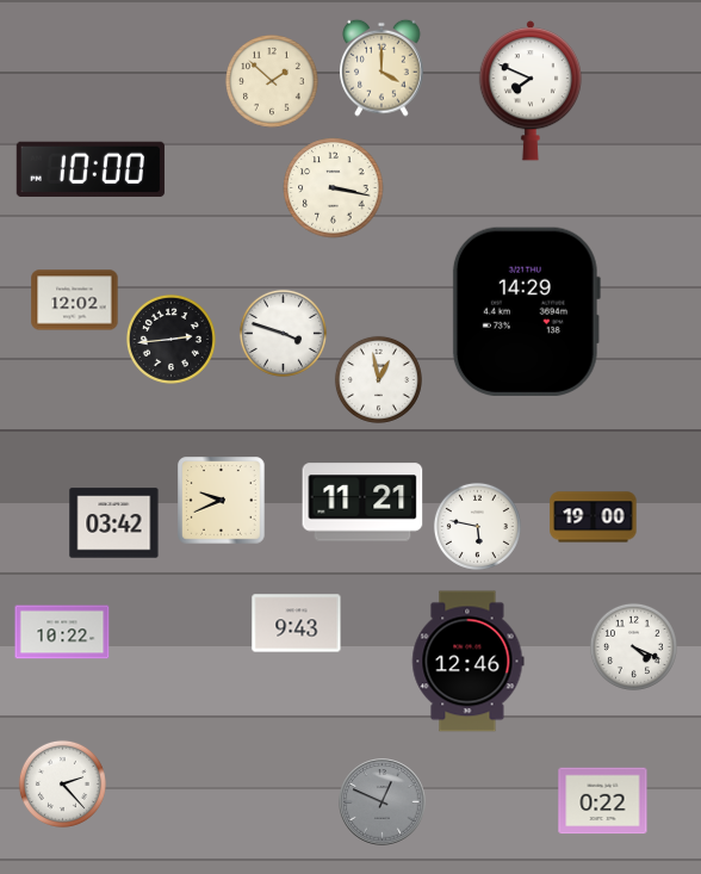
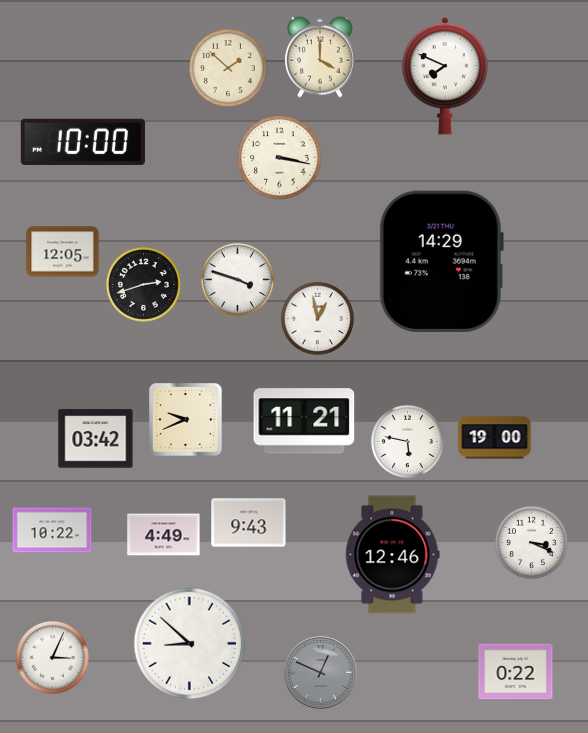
clock at (91, 169) position: (91, 169) -> (83, 142)
clock at (75, 300): 12:02 -> 12:05
clock at (170, 339): 2:44 -> 2:42
clock at (594, 517) position: (594, 517) -> (495, 438)
clock at (477, 526) position: (477, 526) -> (407, 441)
clock at (164, 535): none -> 4:49
clock at (633, 646): 4:19 -> 3:19
clock at (190, 644): none -> 8:52
clock at (62, 783): 2:23 -> 3:04
clock at (603, 801) position: (603, 801) -> (516, 672)
